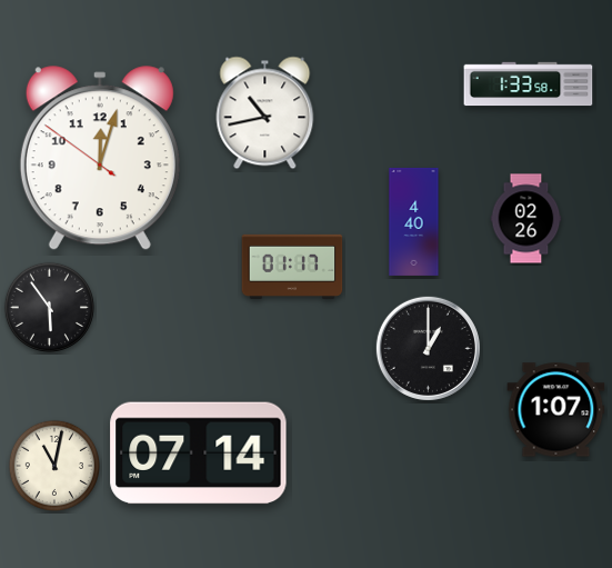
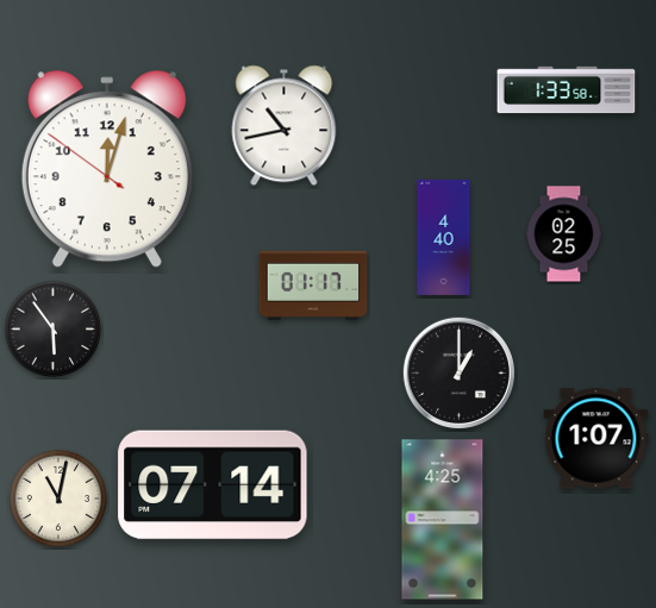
clock at (265, 113) position: (265, 113) -> (285, 126)
clock at (526, 219): 02:26 -> 02:25
clock at (443, 520): none -> 4:25
